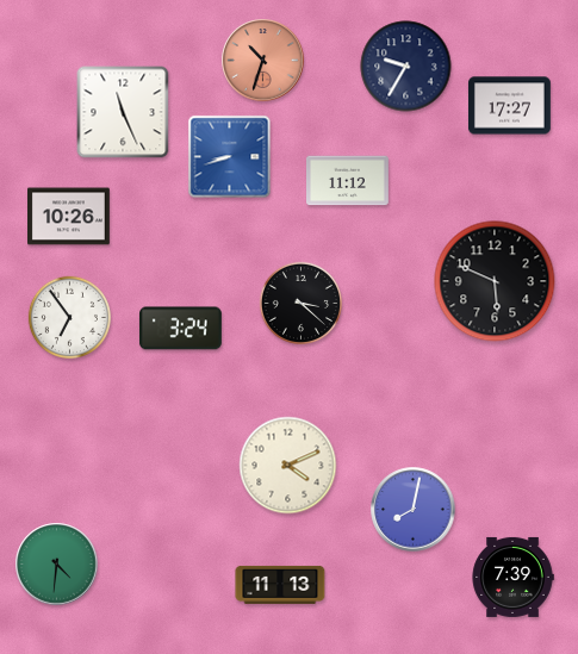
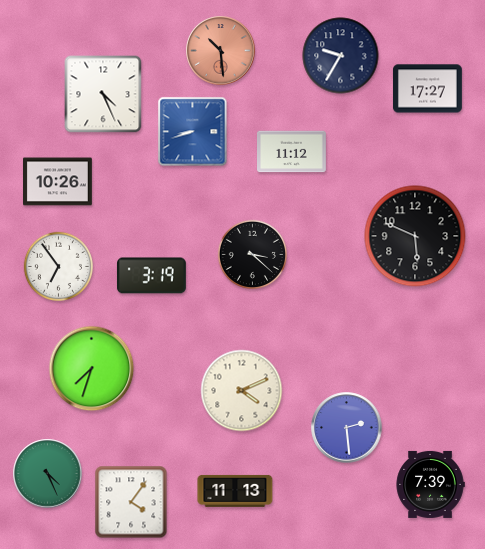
clock at (263, 61): 10:33 -> 10:29
clock at (123, 112): 11:26 -> 4:26
clock at (180, 329): 3:24 -> 3:19
clock at (92, 369): none -> 7:33
clock at (414, 510): 8:02 -> 2:29
clock at (57, 565): 4:31 -> 4:26
clock at (131, 502): none -> 4:06
